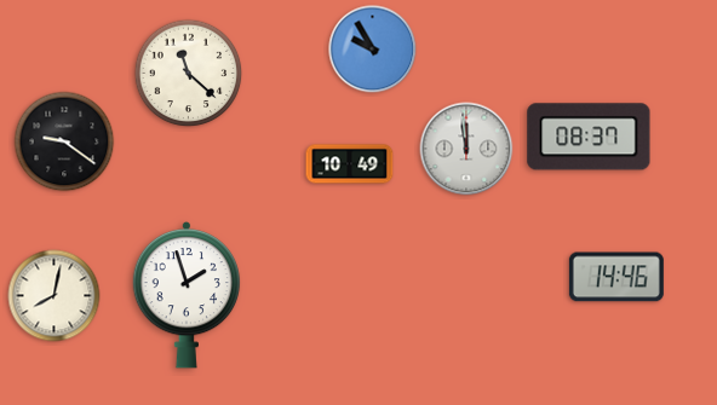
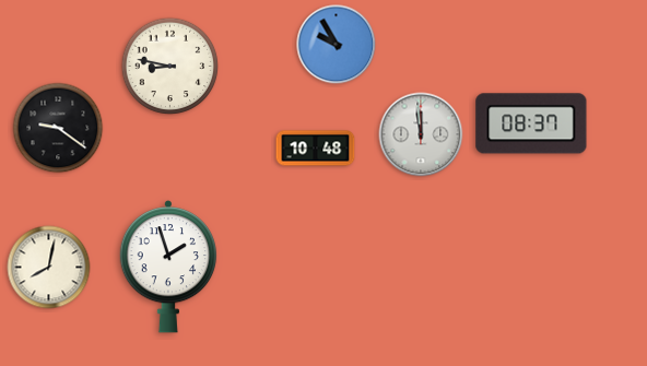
clock at (189, 74): 11:22 -> 8:47
clock at (350, 164): 10:49 -> 10:48
clock at (616, 277): 14:46 -> none
